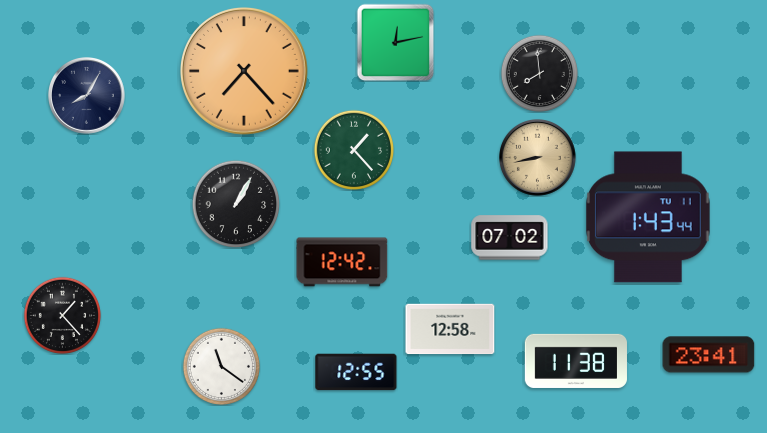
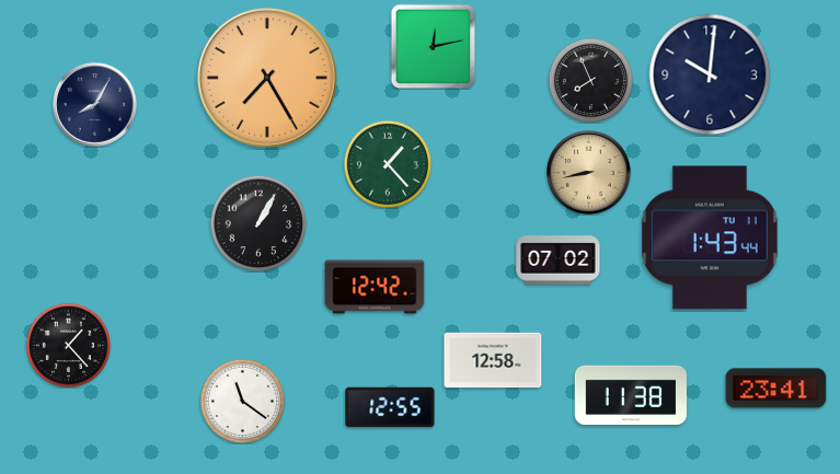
clock at (710, 74): none -> 10:01
clock at (245, 72): 7:23 -> 7:25
clock at (539, 73): 7:59 -> 7:56
